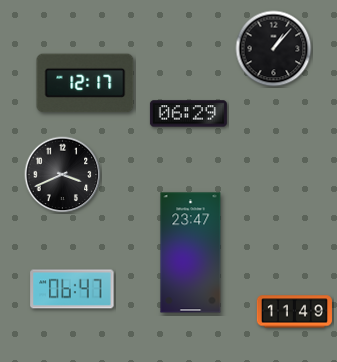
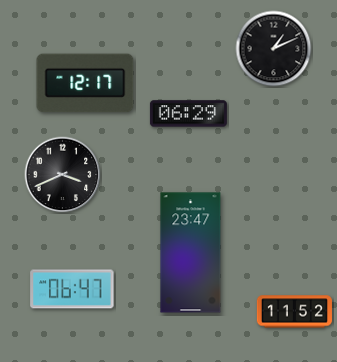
clock at (274, 49): 1:07 -> 1:11
clock at (294, 312): 11:49 -> 11:52
